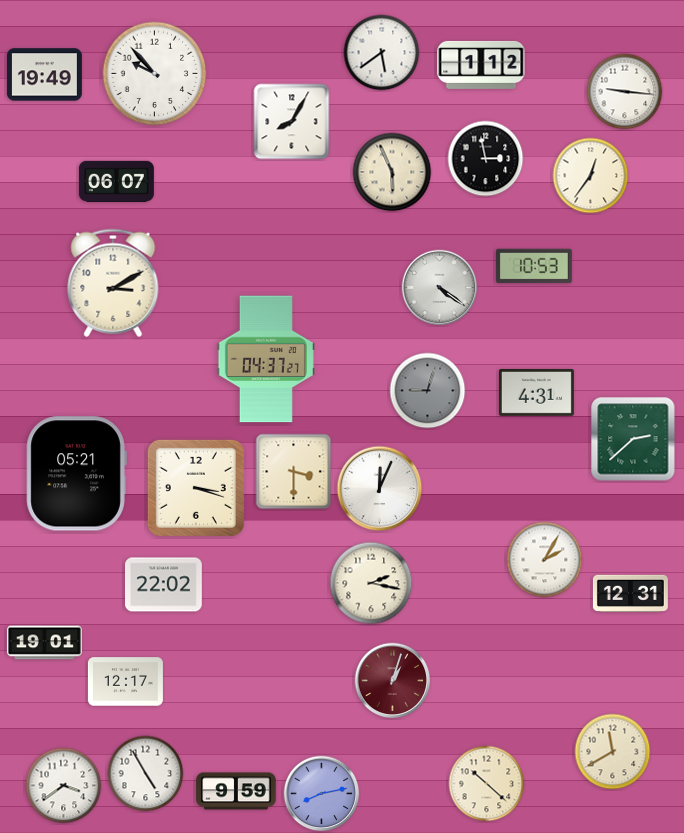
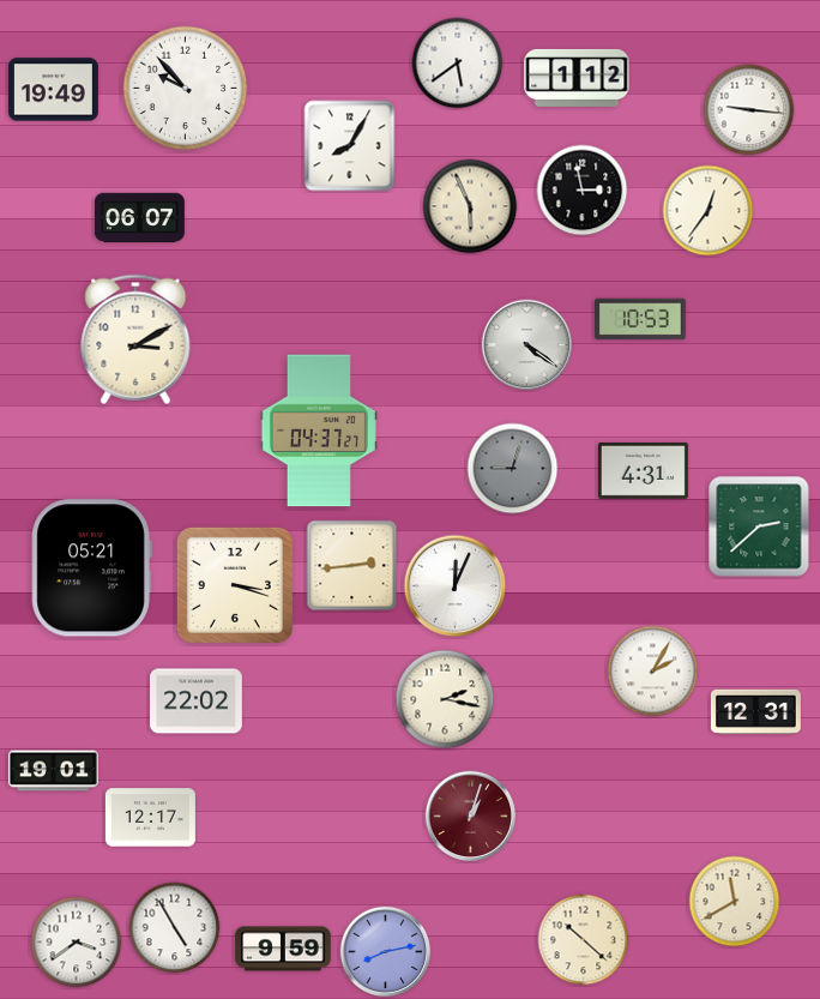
clock at (294, 472): 3:30 -> 2:44
